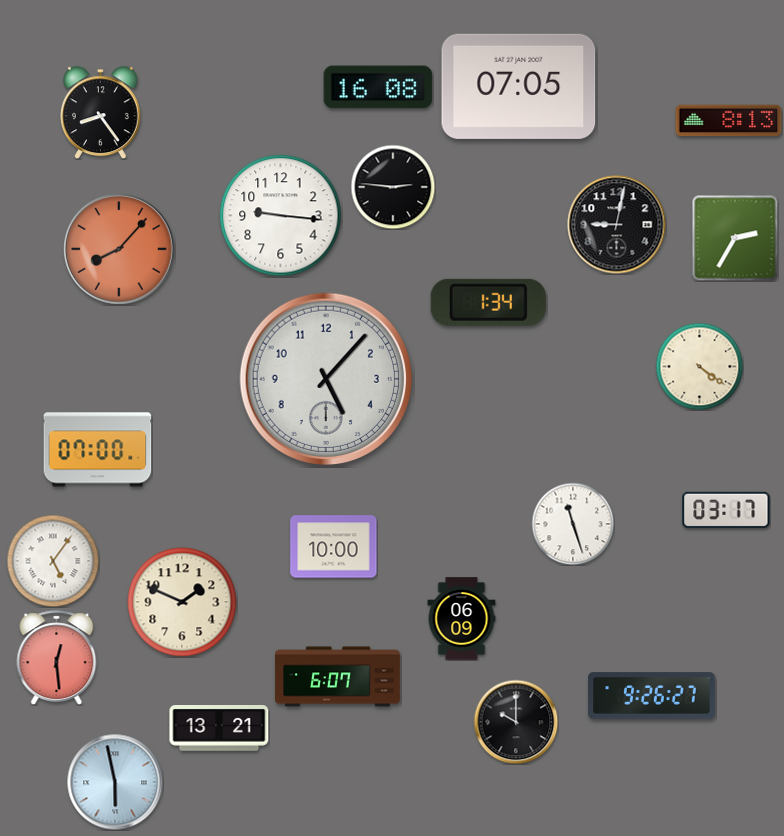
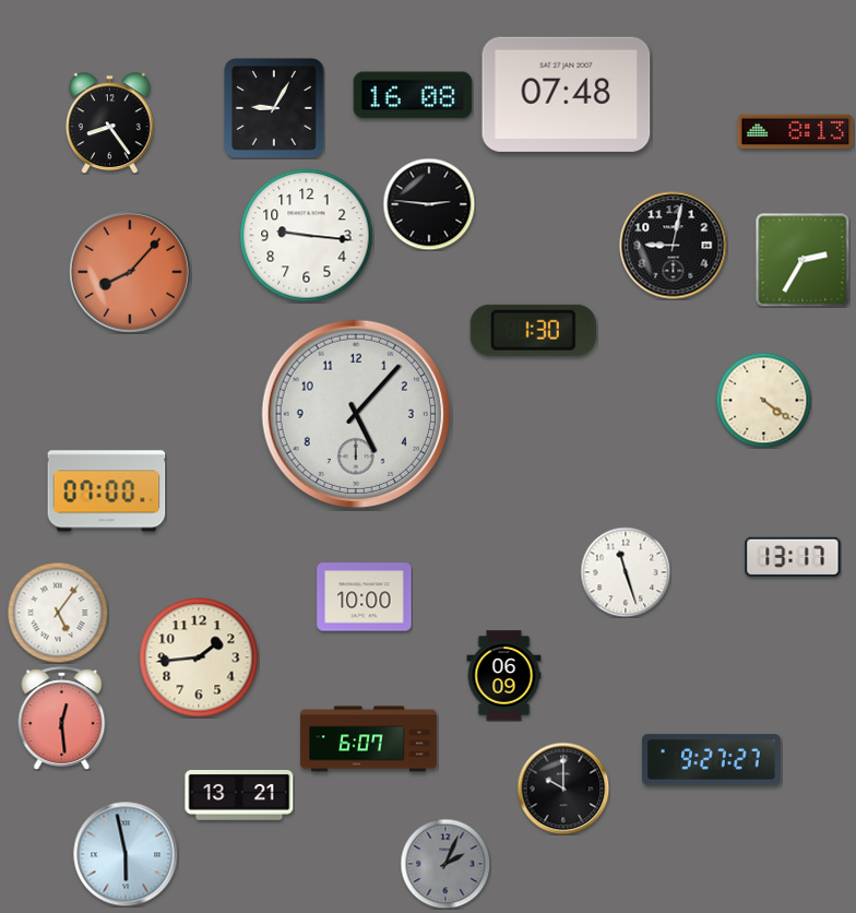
clock at (519, 86): 07:05 -> 07:48
clock at (275, 109): none -> 9:05
clock at (488, 302): 1:34 -> 1:30
clock at (726, 509): 03:17 -> 13:17
clock at (182, 602): 1:49 -> 1:44
clock at (652, 696): 9:26 -> 9:27
clock at (445, 864): none -> 2:04
